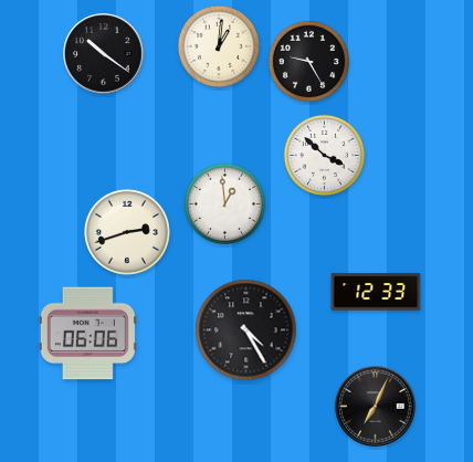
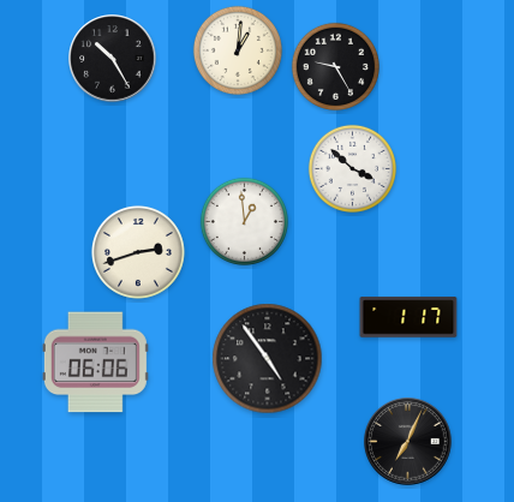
clock at (104, 54): 10:21 -> 10:25
clock at (376, 292): 12:33 -> 1:17
clock at (246, 330): 4:25 -> 4:54
